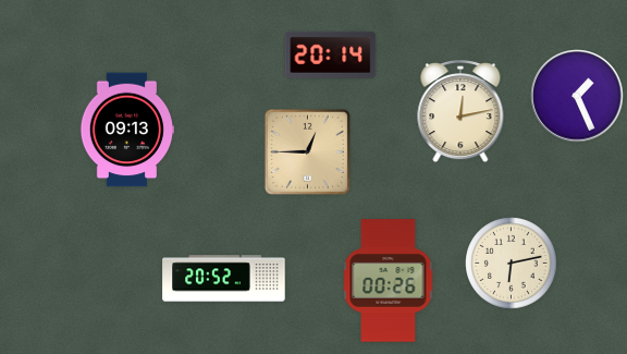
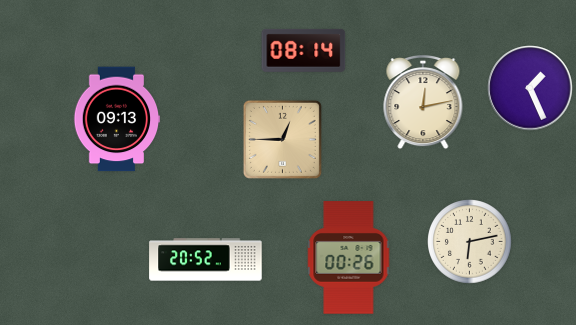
clock at (331, 54): 20:14 -> 08:14
clock at (224, 279) position: (224, 279) -> (206, 260)
clock at (389, 281) position: (389, 281) -> (349, 258)
